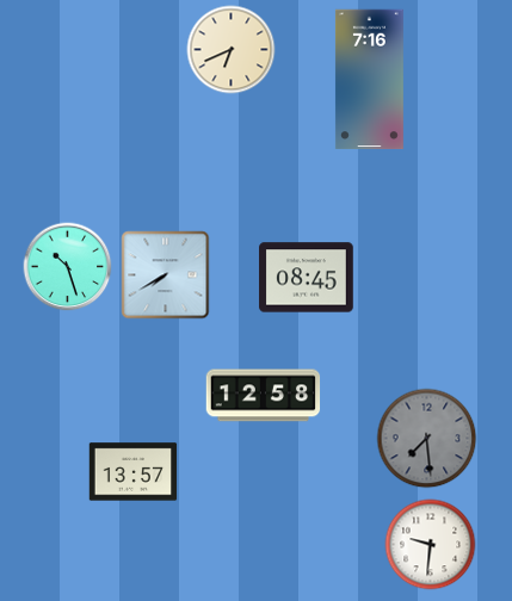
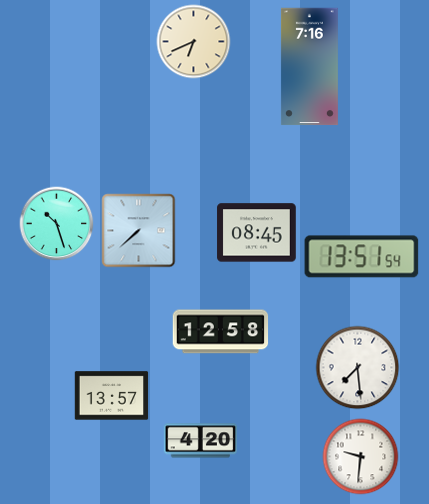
clock at (166, 275): 7:40 -> 7:38
clock at (362, 257): none -> 13:51
clock at (427, 439) dial: grey -> white
clock at (201, 441): none -> 4:20
